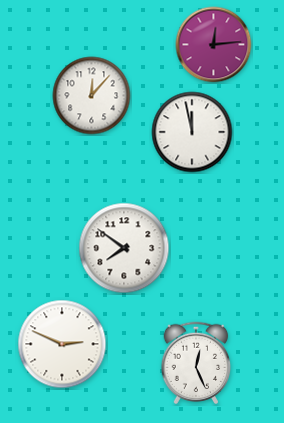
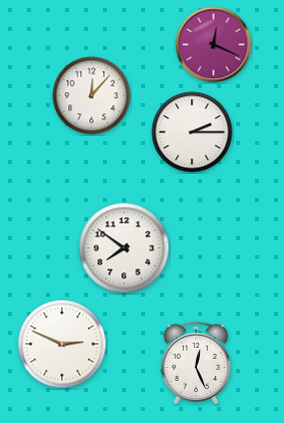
clock at (214, 45): 12:14 -> 12:19
clock at (192, 132): 11:58 -> 2:15
